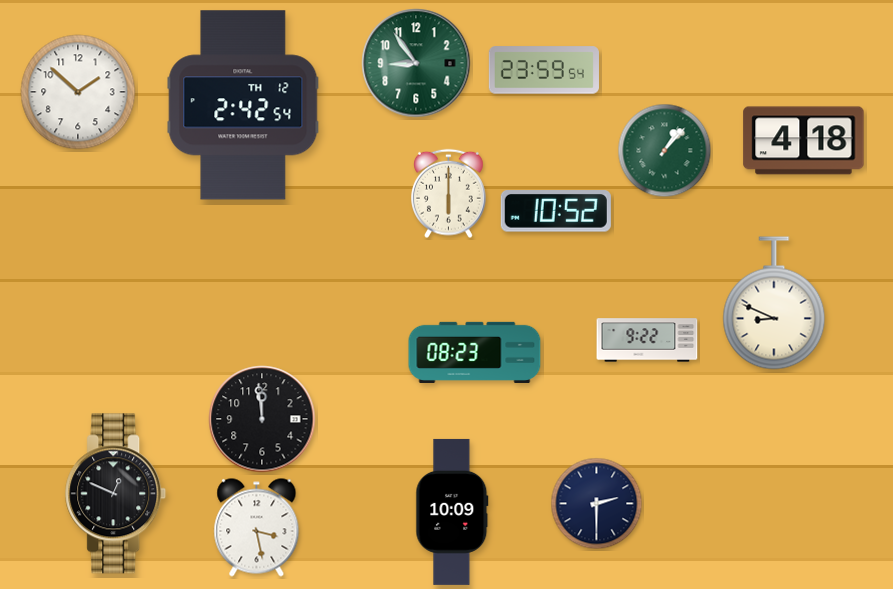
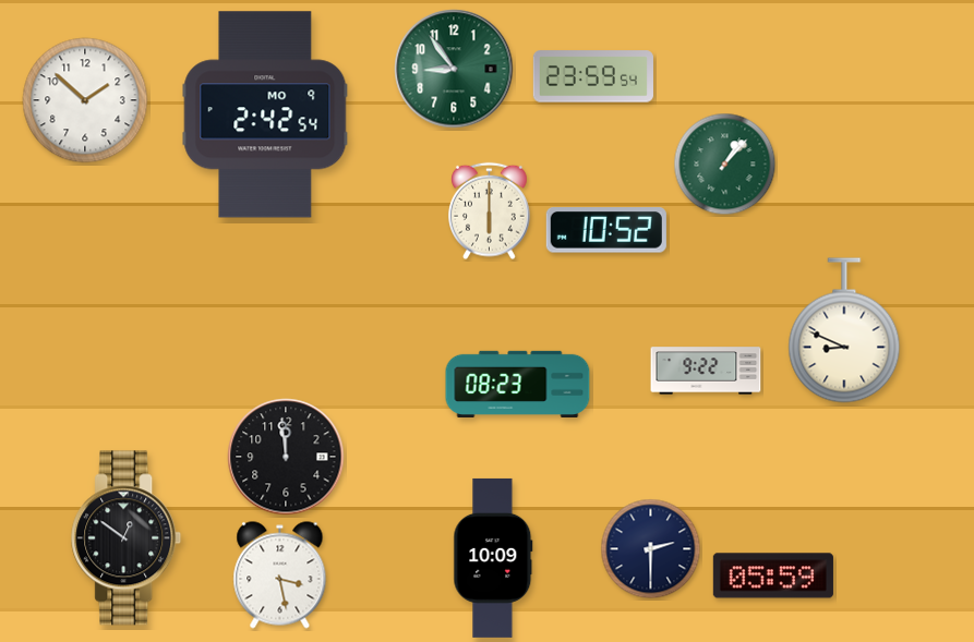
clock at (243, 105) date: TH 12 -> MO 9
clock at (804, 141): 4:18 -> none
clock at (116, 494): 12:49 -> 12:51
clock at (773, 576): none -> 05:59
